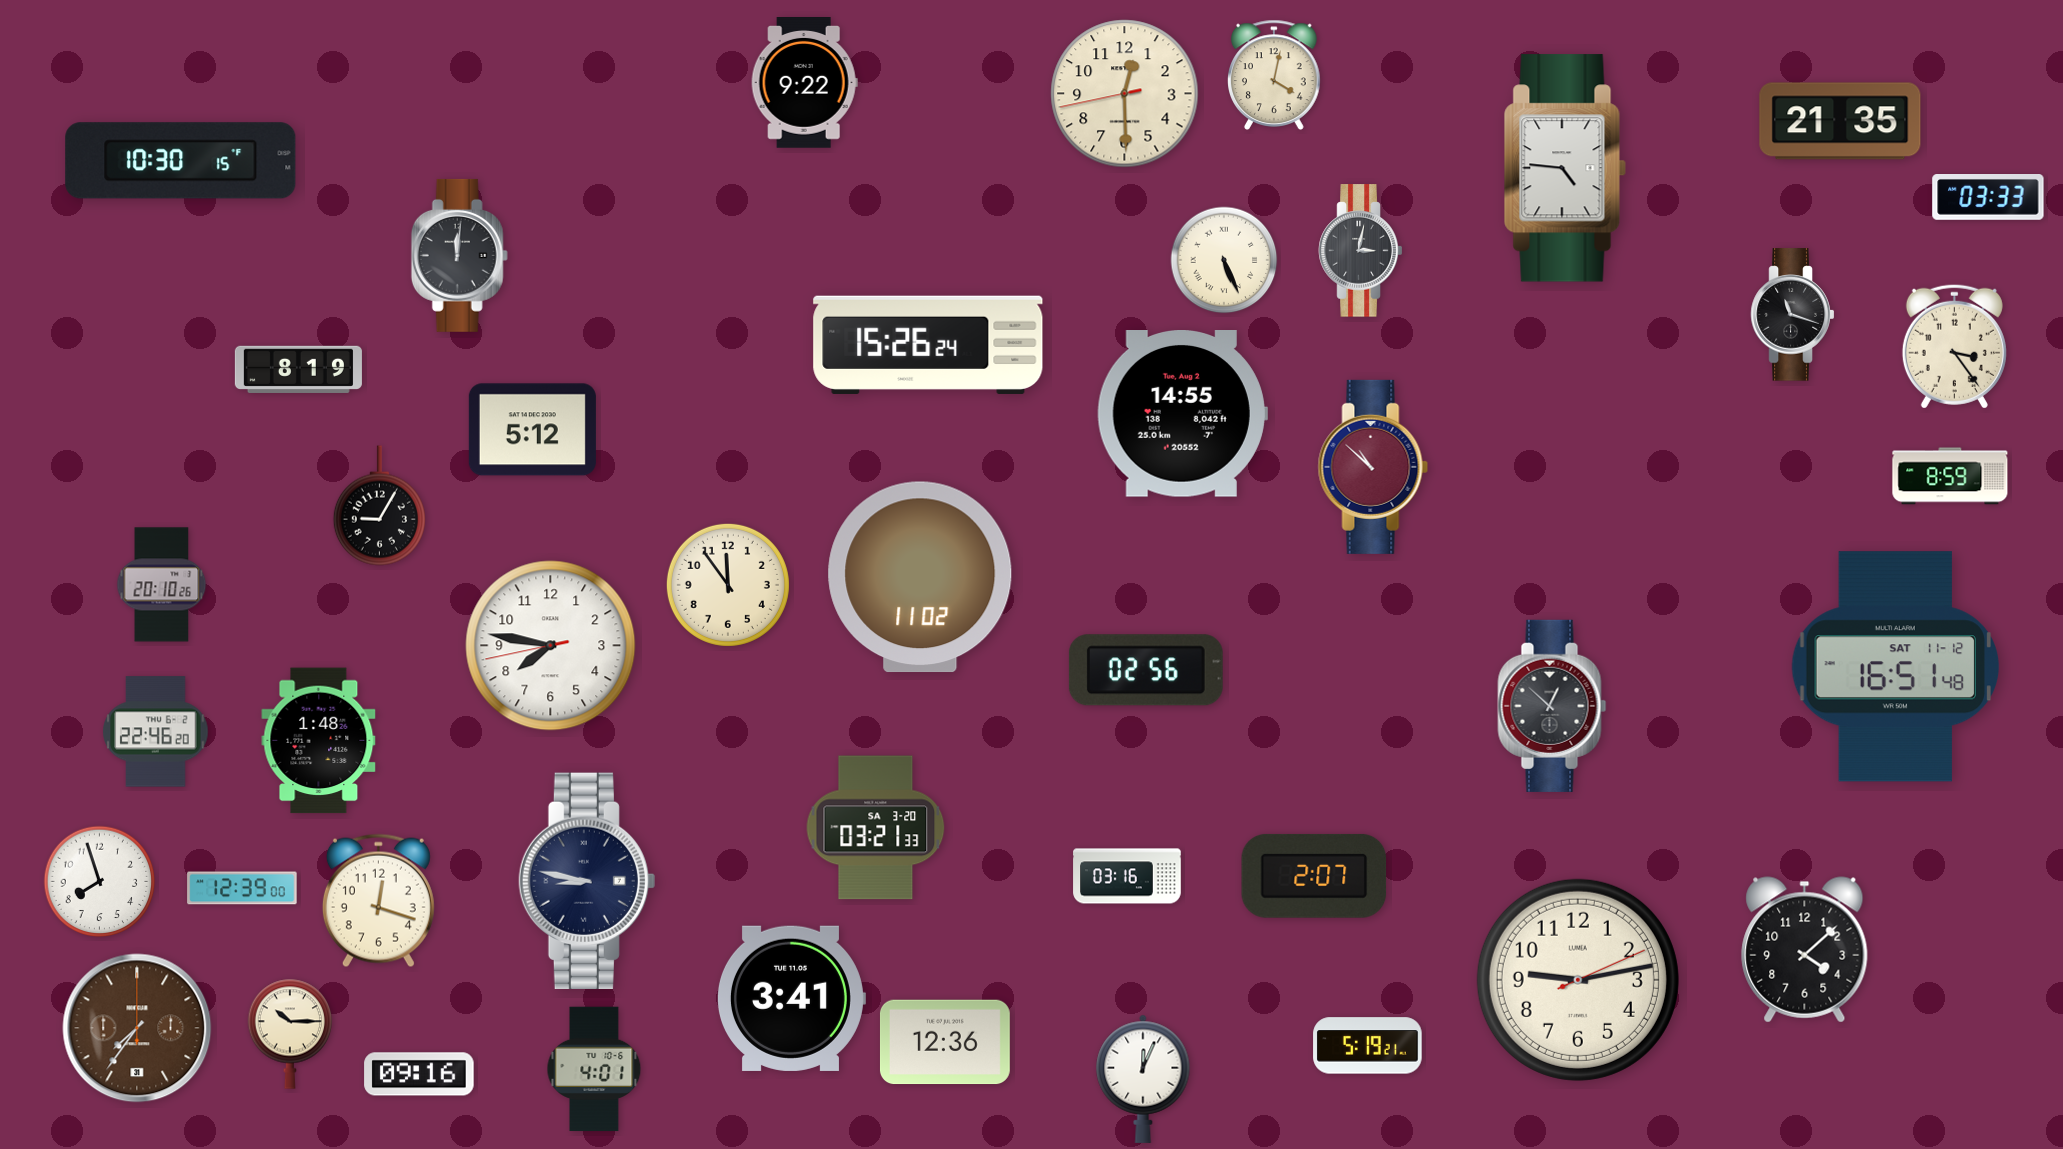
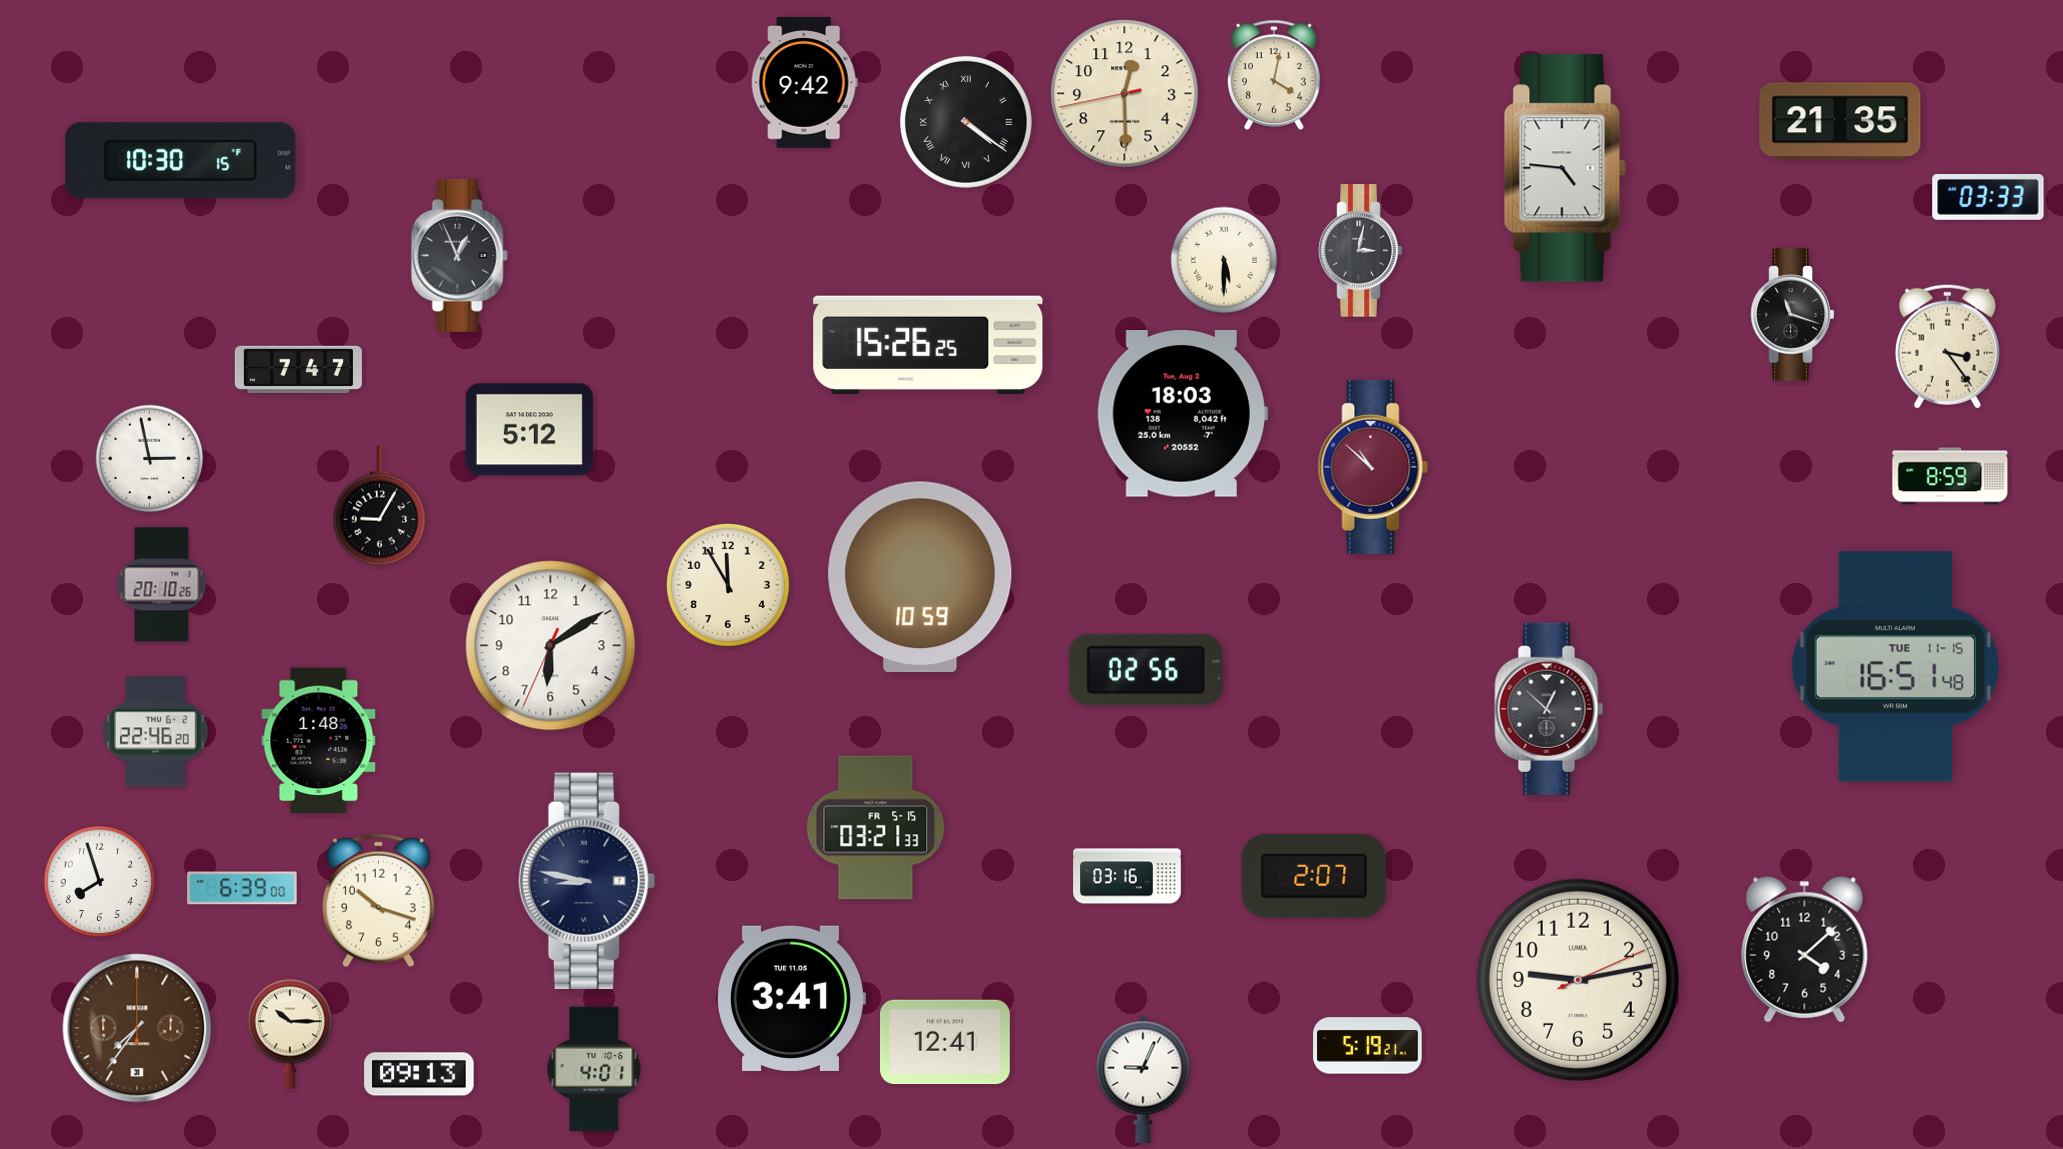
clock at (804, 83): 9:22 -> 9:42
clock at (966, 122): none -> 4:21
clock at (459, 255): 12:01 -> 12:56
clock at (1224, 260): 5:26 -> 5:30
clock at (928, 345): 15:26:24 -> 15:26:25
clock at (1954, 346) position: (1954, 346) -> (1947, 346)
clock at (298, 369): 8:19 -> 7:47
clock at (1182, 414): 14:55 -> 18:03
clock at (532, 430) position: (532, 430) -> (529, 430)
clock at (150, 459): none -> 2:58
clock at (920, 577): 11:02 -> 10:59
clock at (728, 585): 11:54 -> 11:55
clock at (551, 646): 7:46 -> 6:09
clock at (1896, 667) date: SAT 11-12 -> TUE 11-15
clock at (1552, 706) position: (1552, 706) -> (1549, 709)
clock at (876, 828) date: SA 3-20 -> FR 5-15
clock at (242, 888): 12:39 -> 6:39
clock at (378, 901): 12:18 -> 10:18
clock at (945, 1042): 12:36 -> 12:41
clock at (419, 1074): 09:16 -> 09:13
clock at (1143, 1079): 12:04 -> 9:04
